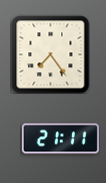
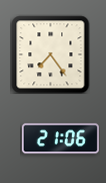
clock at (60, 139): 21:11 -> 21:06
